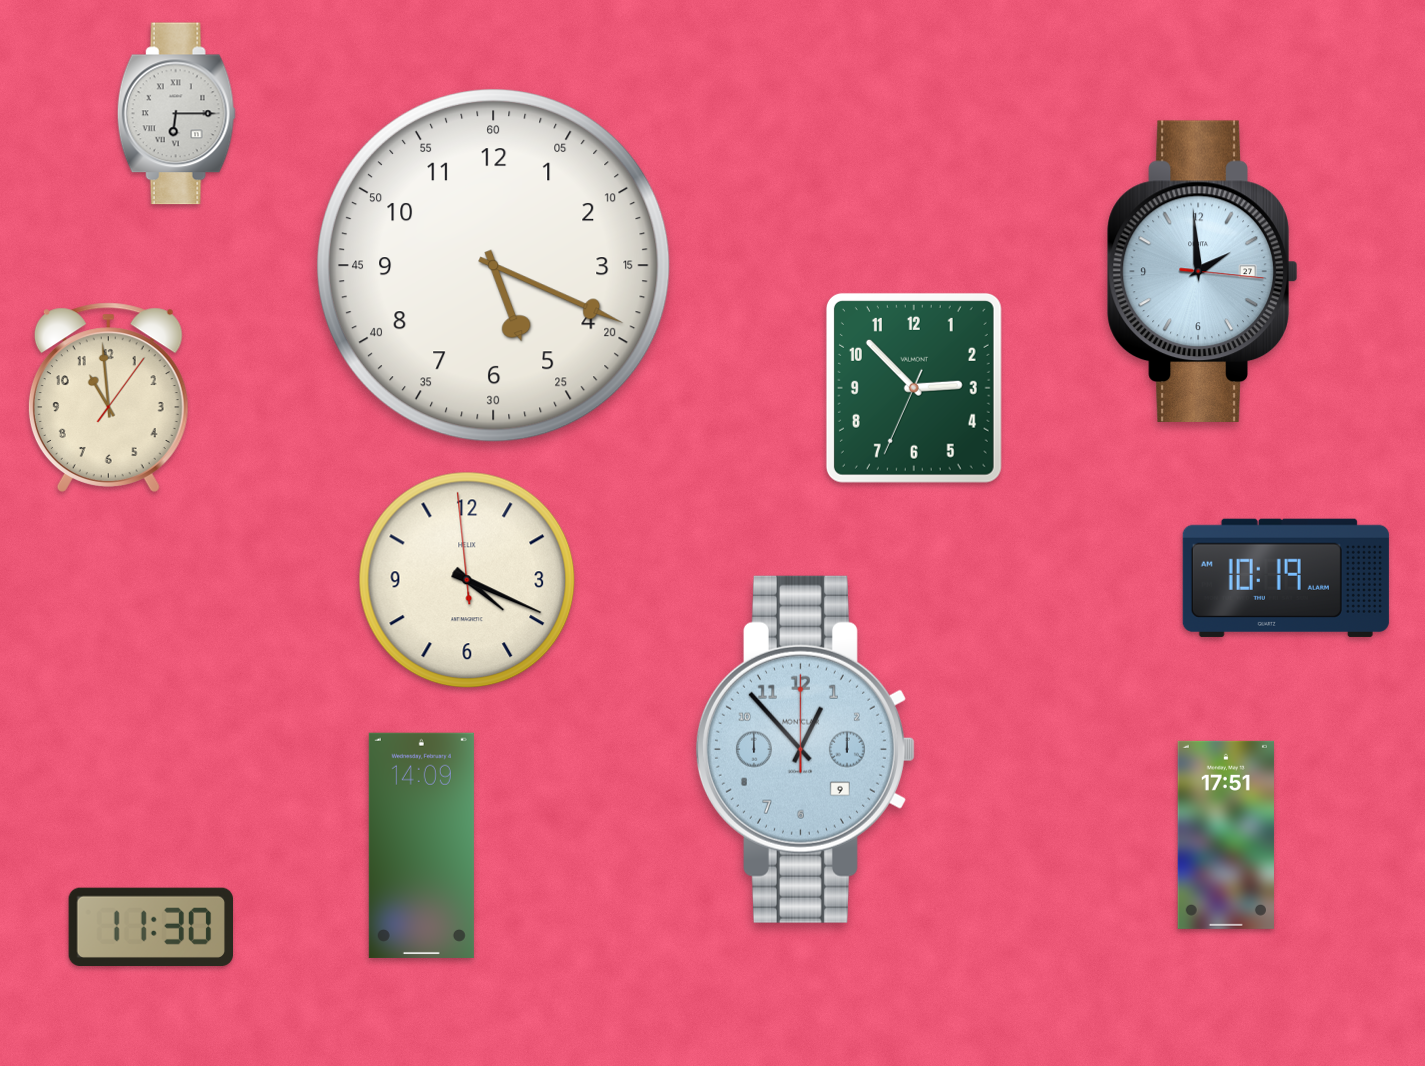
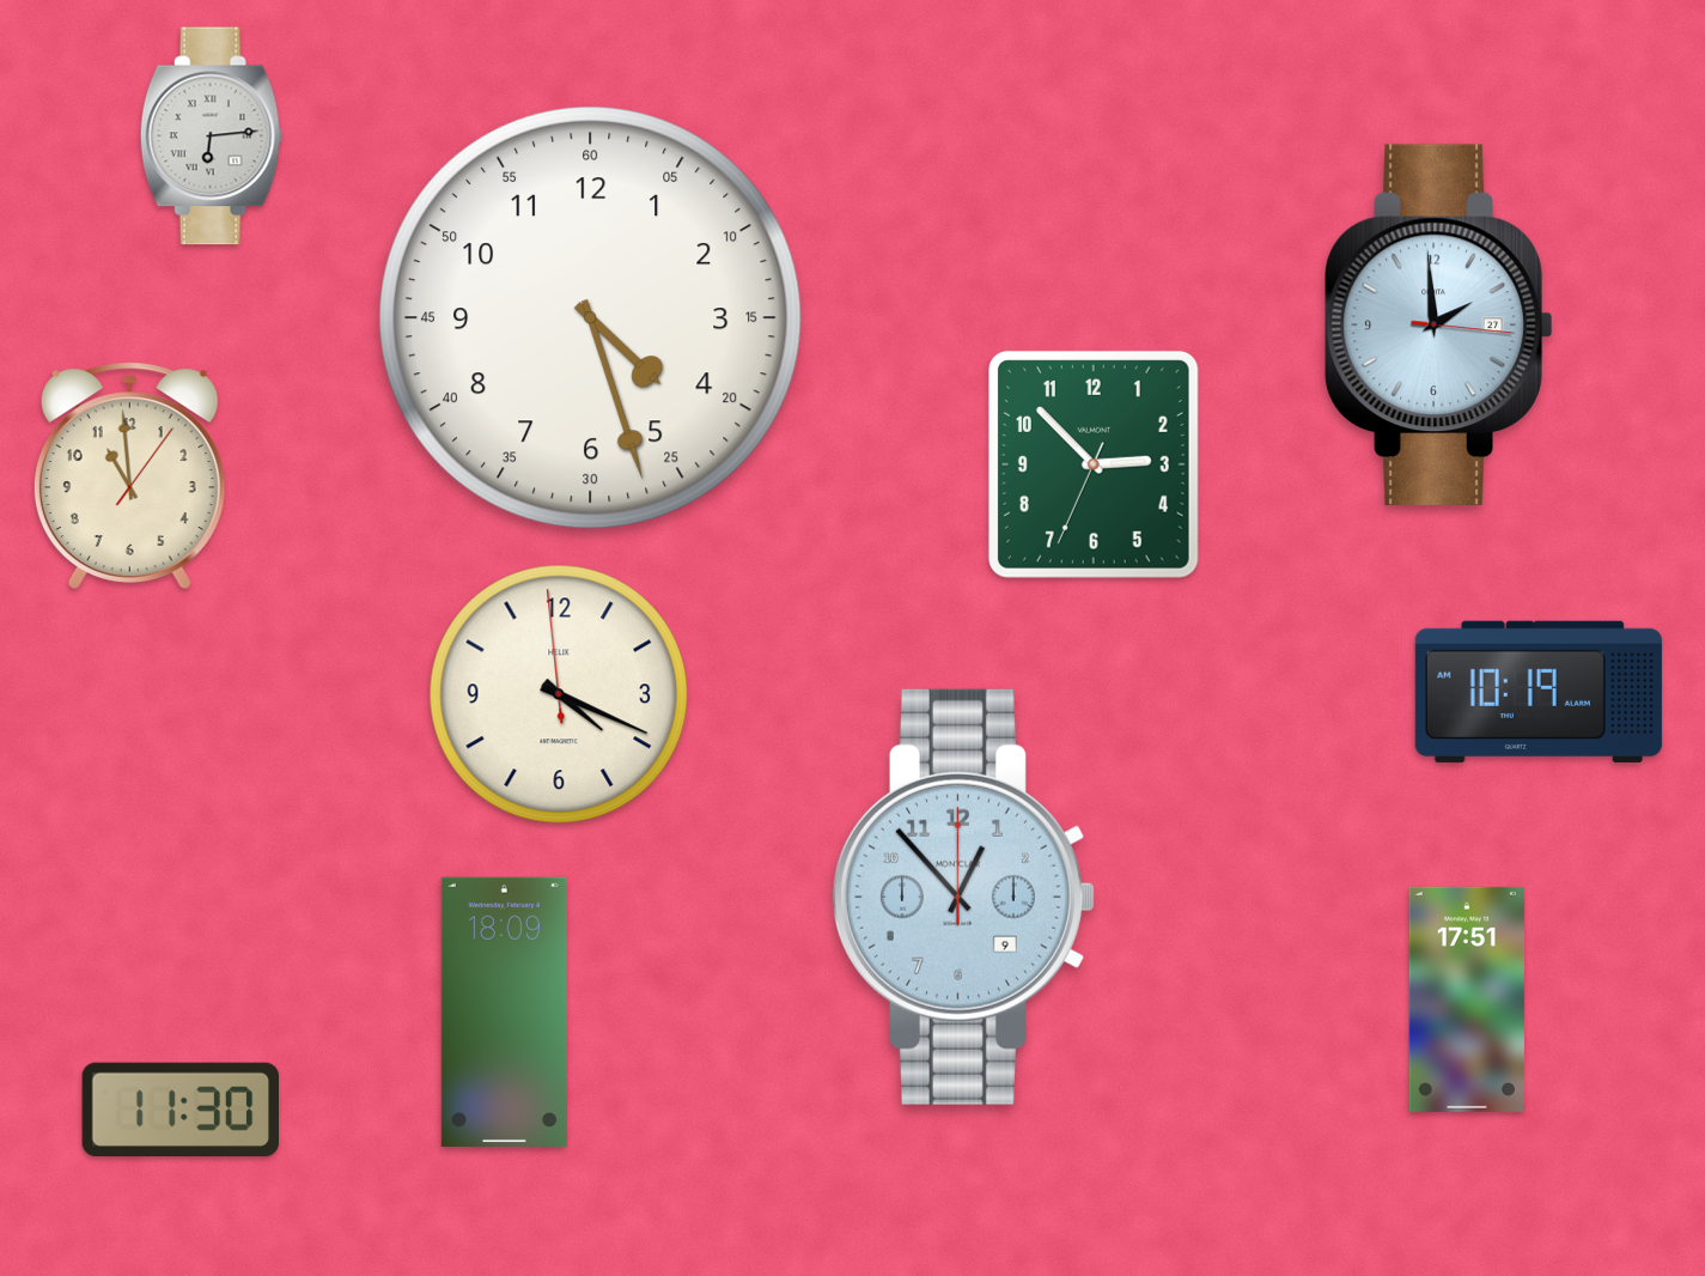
clock at (176, 114): 6:15 -> 6:14
clock at (494, 266): 5:19 -> 4:27
clock at (421, 845): 14:09 -> 18:09
